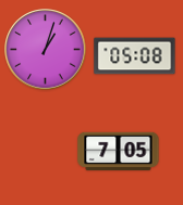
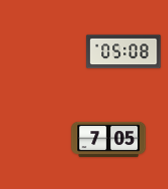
clock at (46, 50): 1:03 -> none
